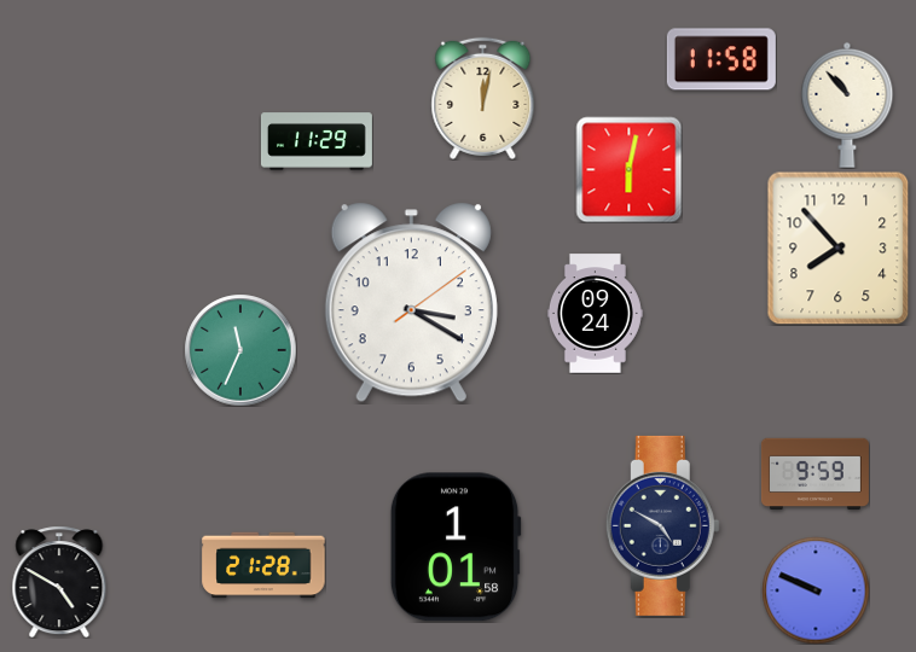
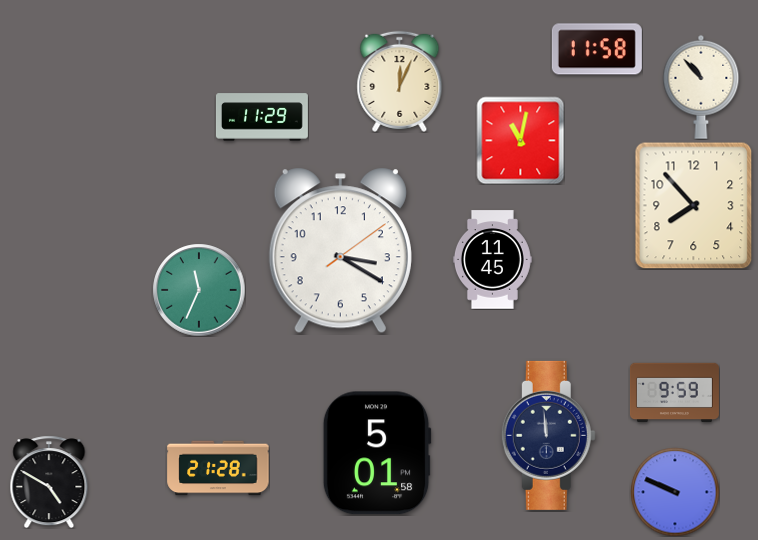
clock at (483, 98): 12:02 -> 12:04
clock at (628, 169): 6:02 -> 11:02
clock at (595, 314): 09:24 -> 11:45
clock at (662, 525): 4:50 -> 11:59
clock at (456, 547): 1:01 -> 5:01
clock at (816, 590) position: (816, 590) -> (675, 492)
